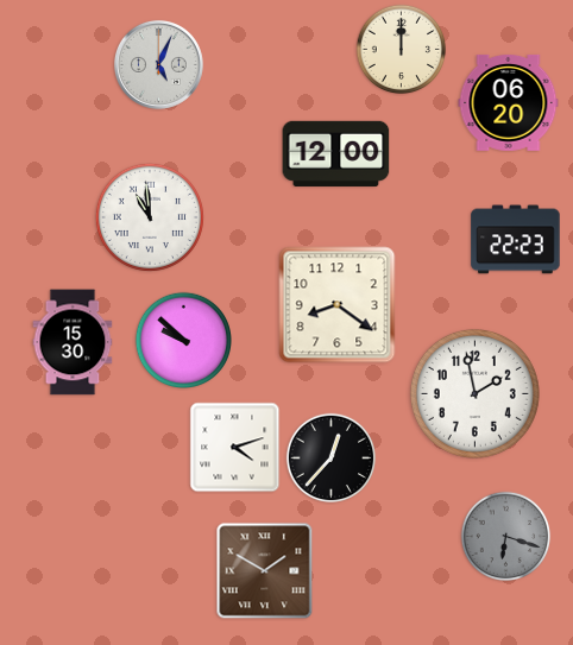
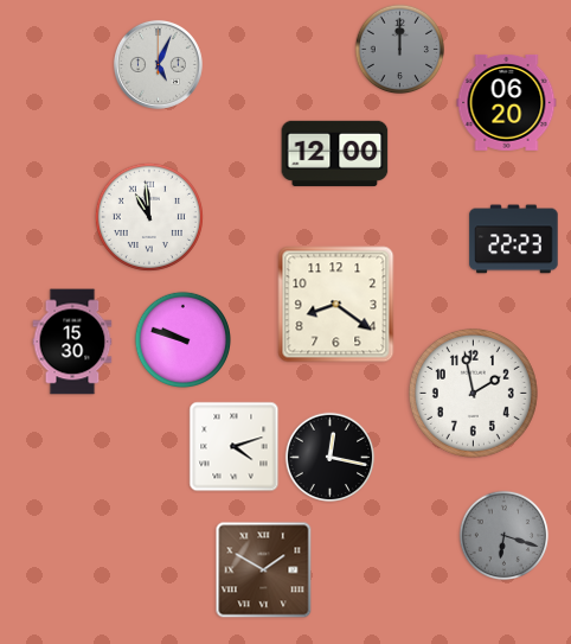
clock at (402, 50) dial: cream -> grey
clock at (183, 340): 9:52 -> 9:48
clock at (332, 459): 12:37 -> 12:17
